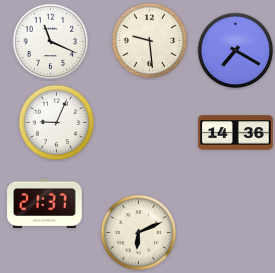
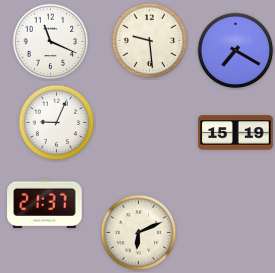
clock at (236, 133): 14:36 -> 15:19
